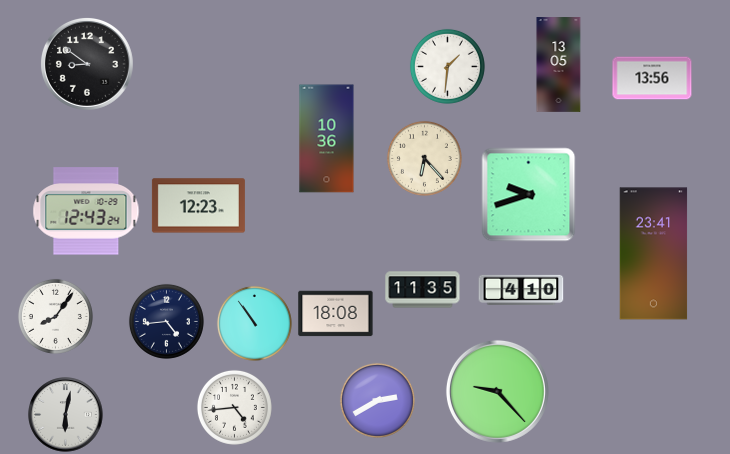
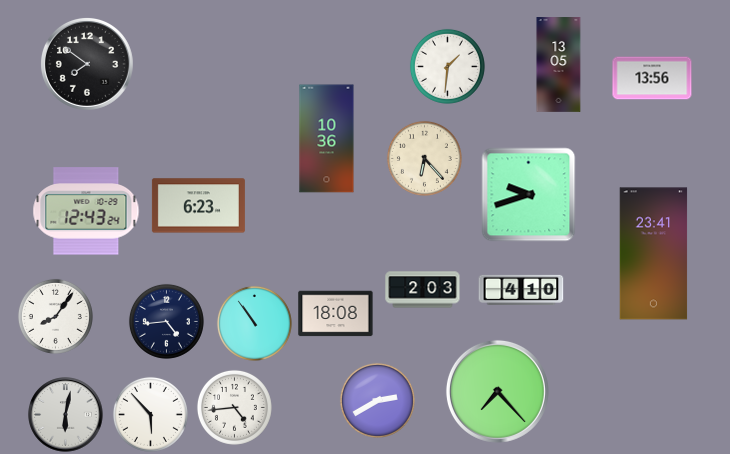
clock at (87, 64): 8:51 -> 7:51
clock at (198, 206): 12:23 -> 6:23
clock at (423, 290): 11:35 -> 2:03
clock at (497, 391): 9:23 -> 7:23
clock at (150, 414): none -> 5:53
